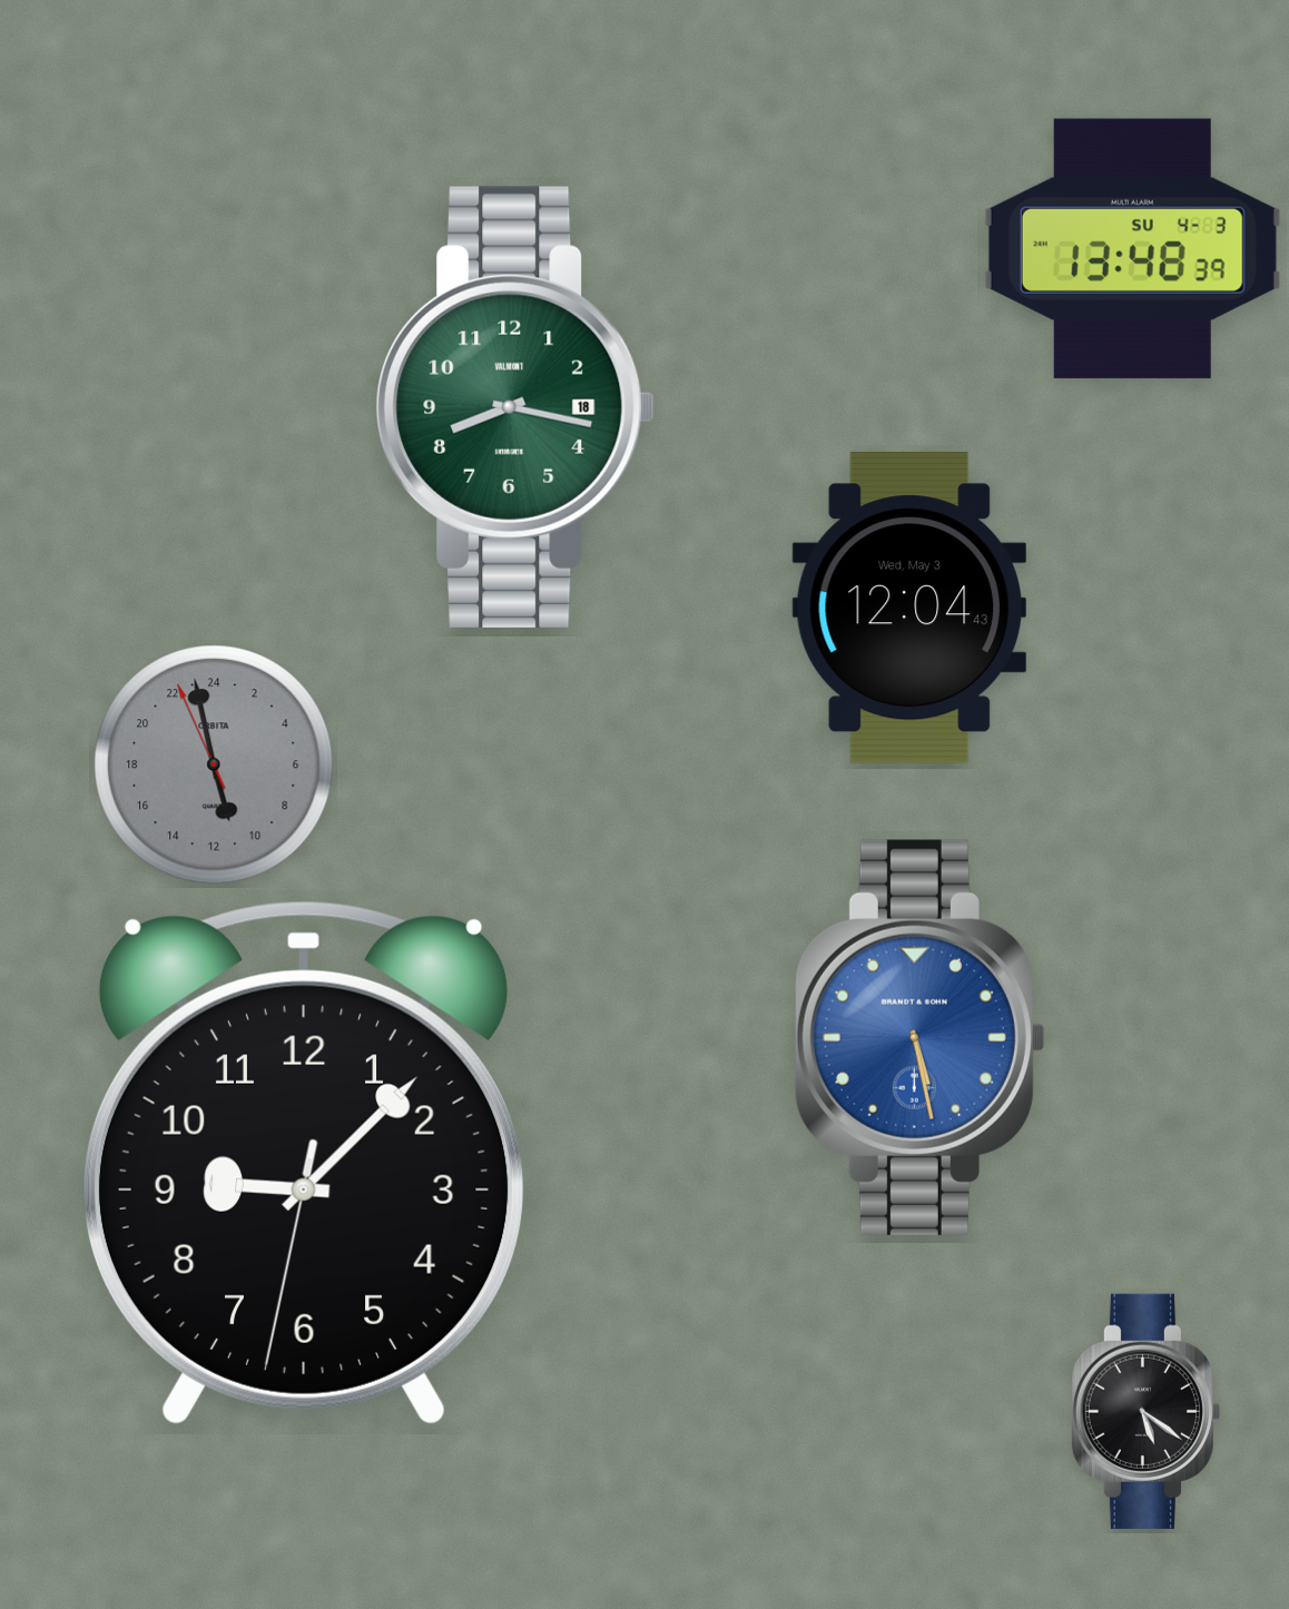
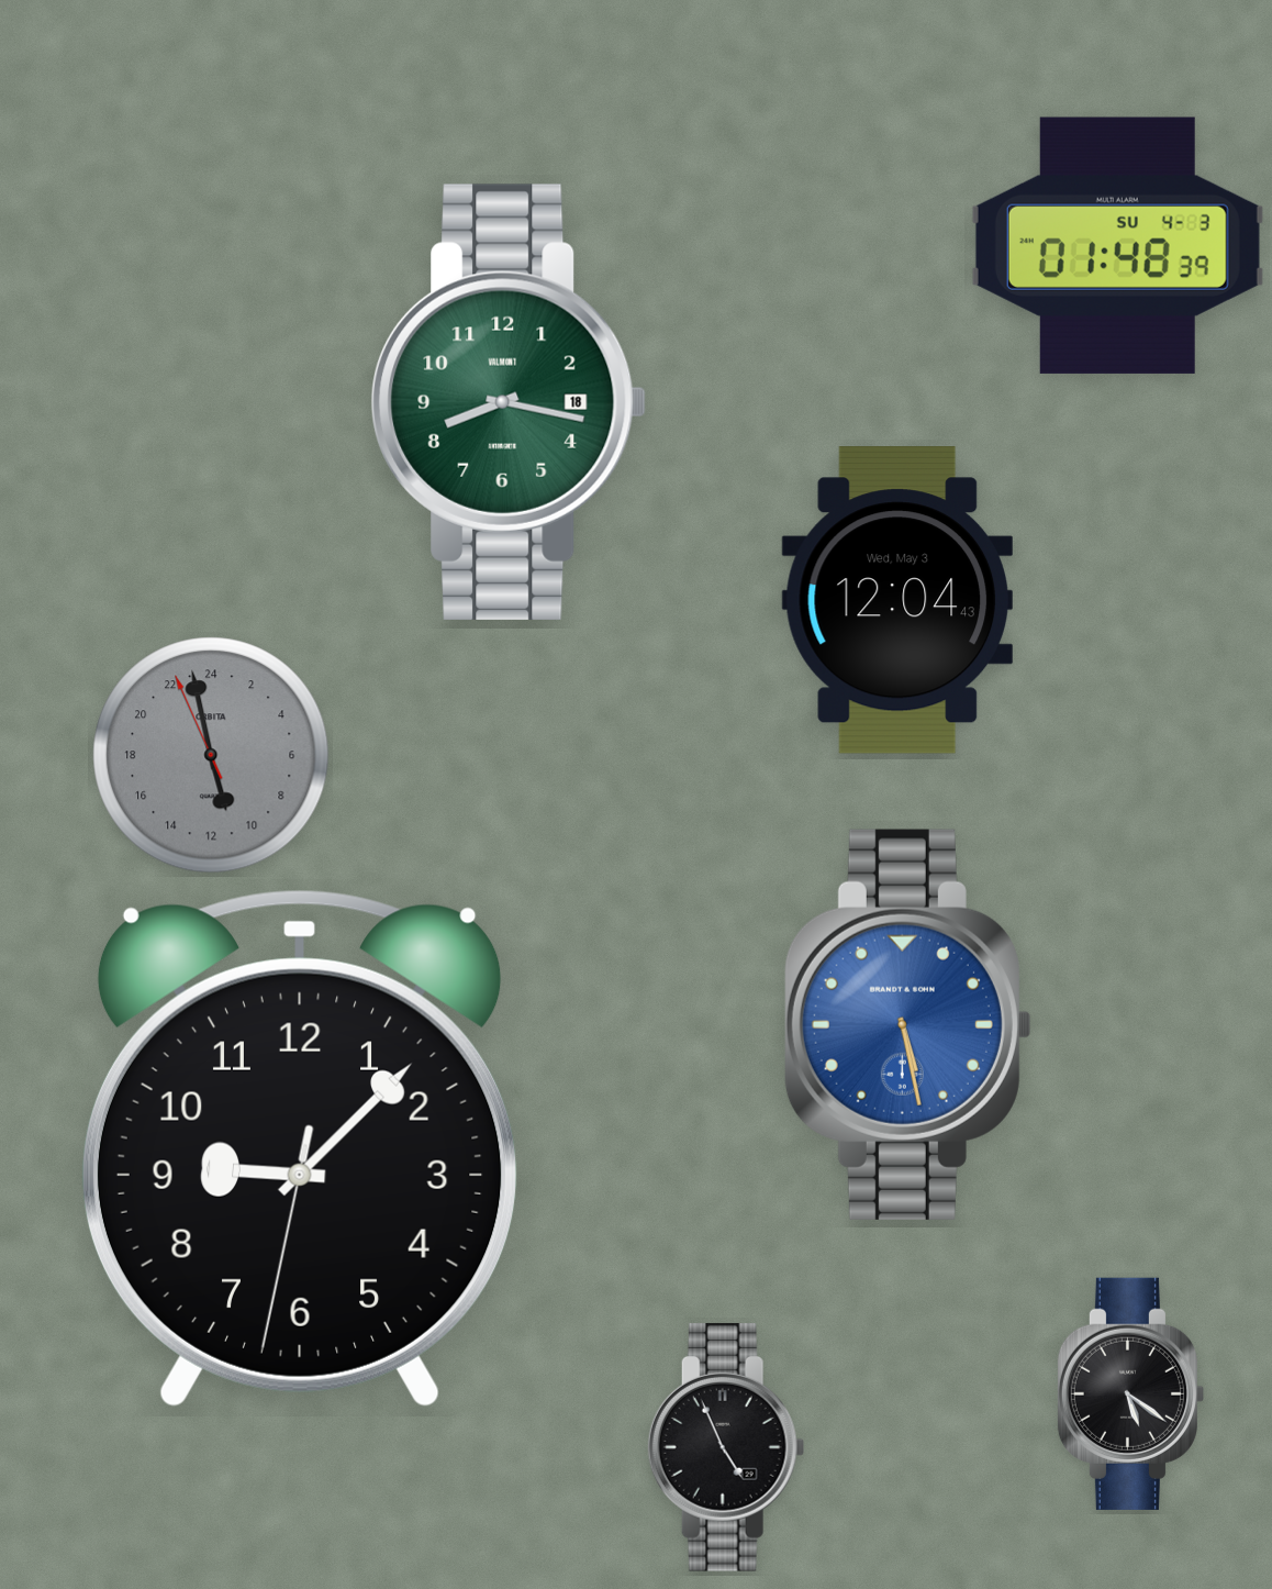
clock at (1132, 248): 13:48 -> 01:48
clock at (726, 1447): none -> 4:56
